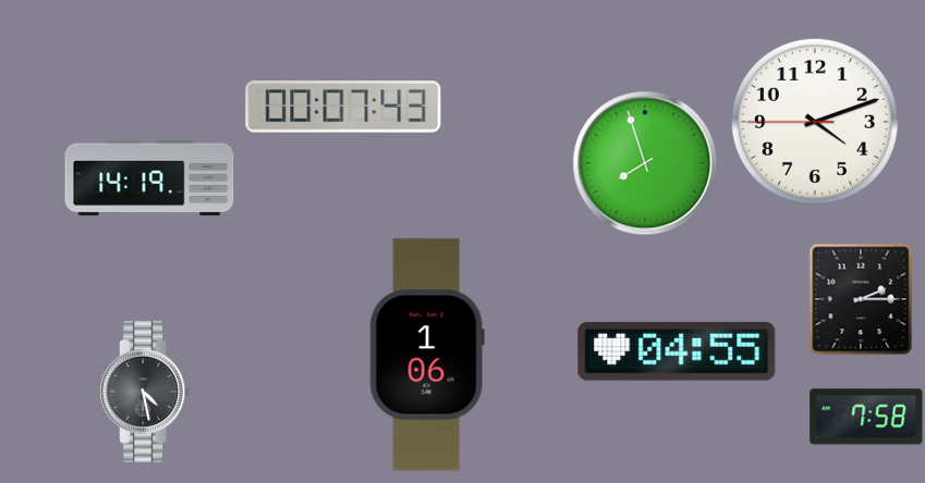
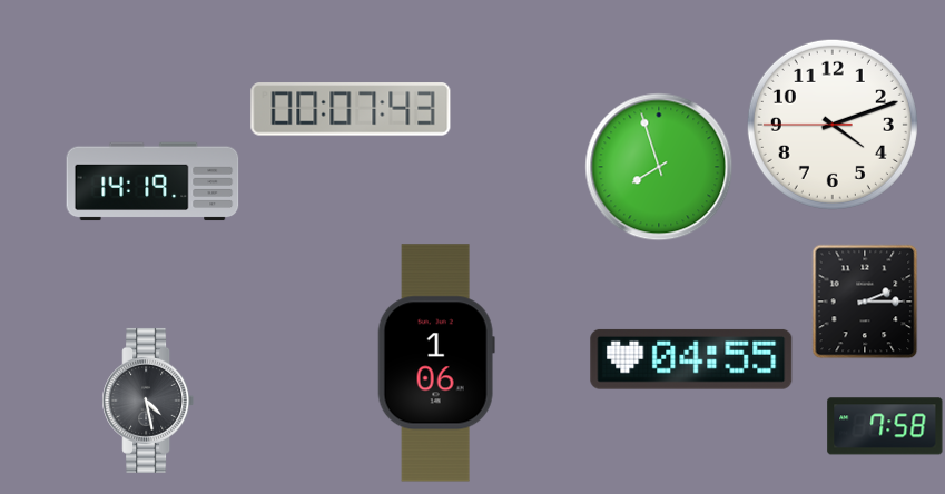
clock at (861, 299) position: (861, 299) -> (865, 302)
